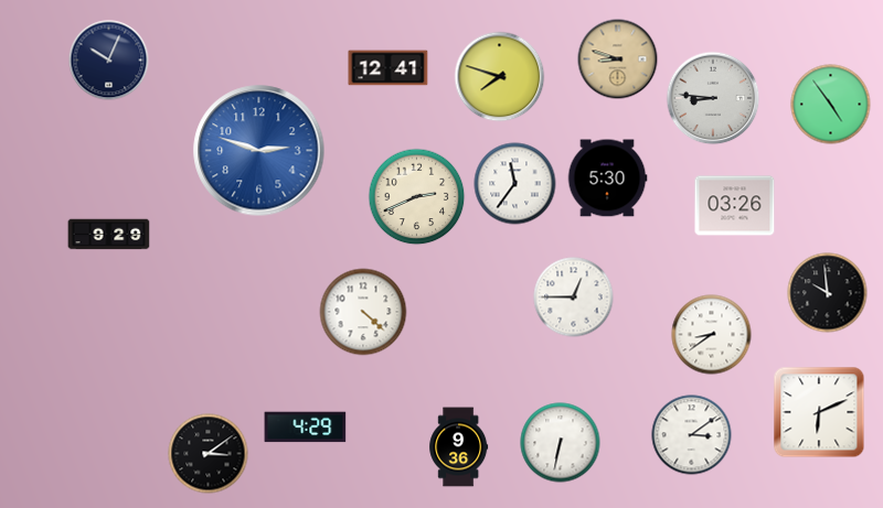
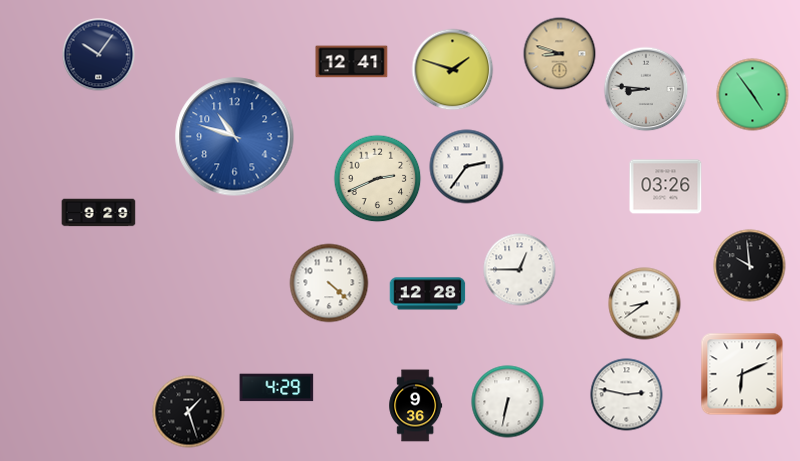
clock at (109, 61): 10:04 -> 10:06
clock at (500, 77): 7:48 -> 1:48
clock at (259, 151): 2:48 -> 10:48
clock at (607, 179): 5:30 -> none
clock at (515, 184): 11:36 -> 2:36
clock at (428, 294): none -> 12:28
clock at (692, 435): 3:09 -> 2:47
clock at (209, 454): 3:09 -> 1:27
